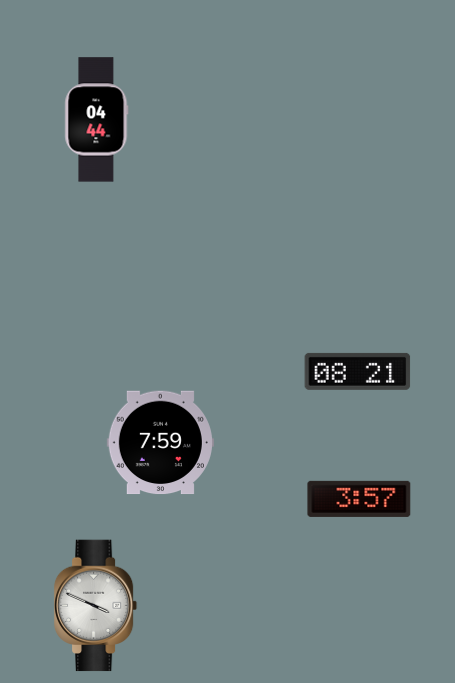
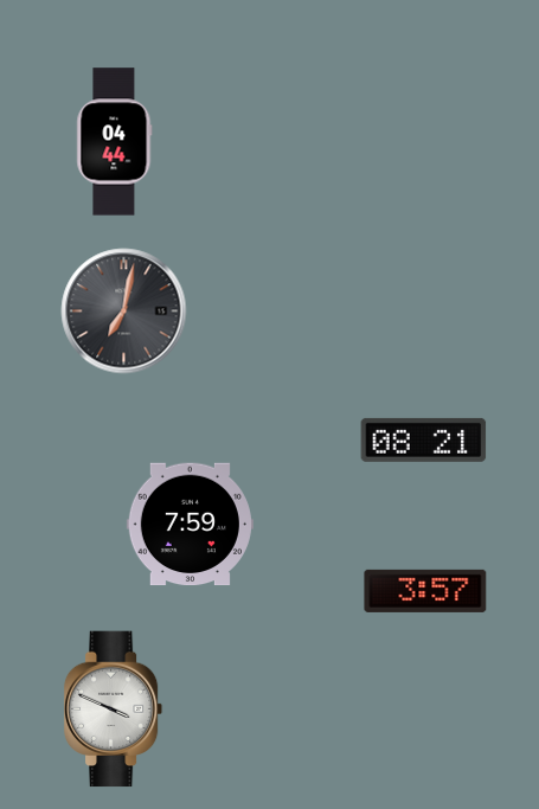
clock at (124, 312): none -> 7:02
clock at (96, 606) position: (96, 606) -> (114, 710)
